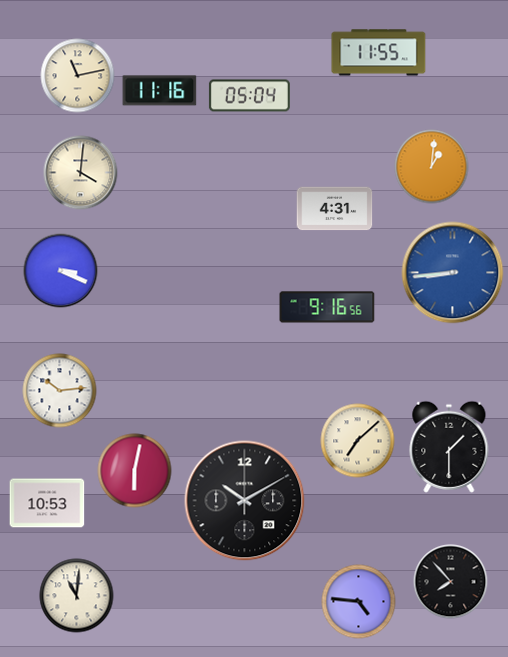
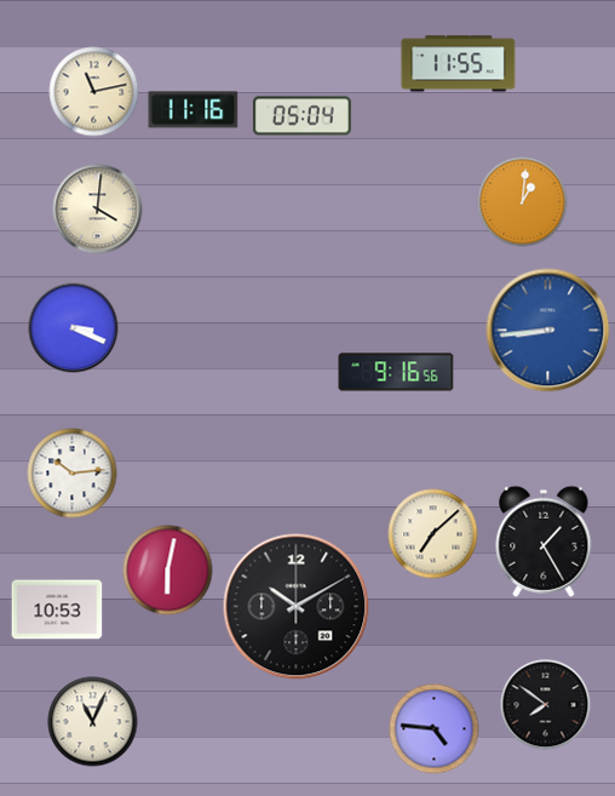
clock at (335, 209): 4:31 -> none
clock at (449, 447): 1:30 -> 1:25
clock at (135, 471) position: (135, 471) -> (168, 571)
clock at (451, 582): 7:53 -> 7:51
clock at (77, 596): 11:01 -> 11:04
